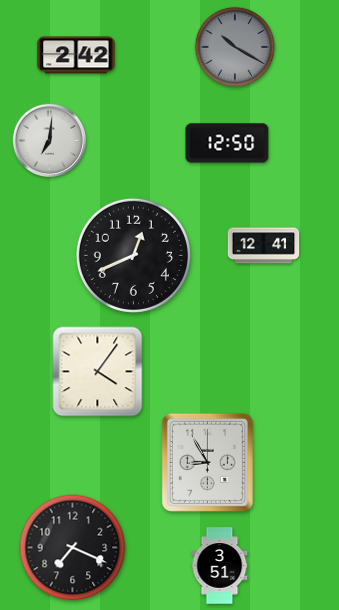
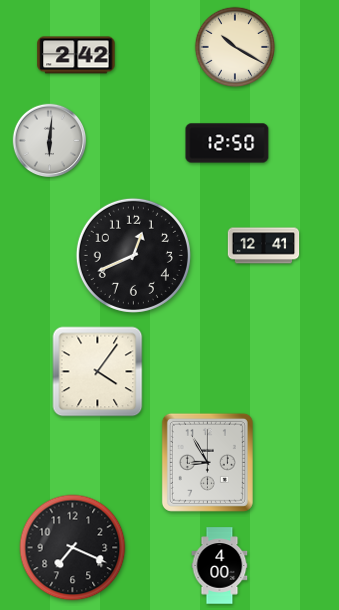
clock at (235, 47) dial: grey -> cream
clock at (50, 141): 7:01 -> 6:01
clock at (220, 566): 3:51 -> 4:00
